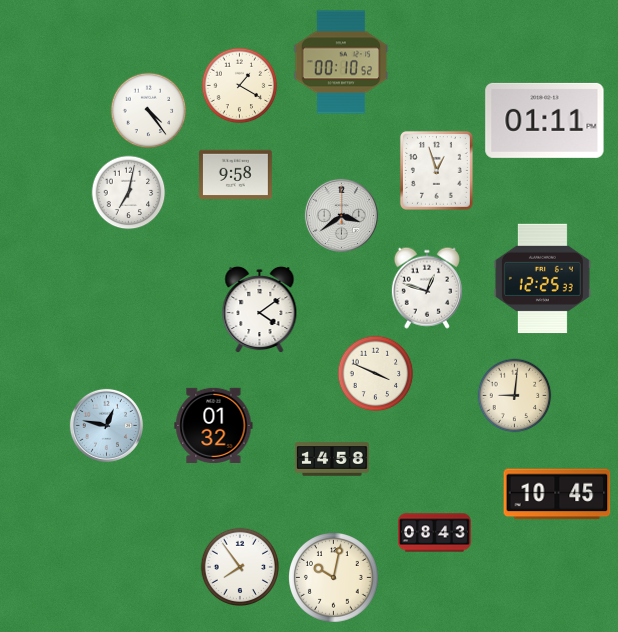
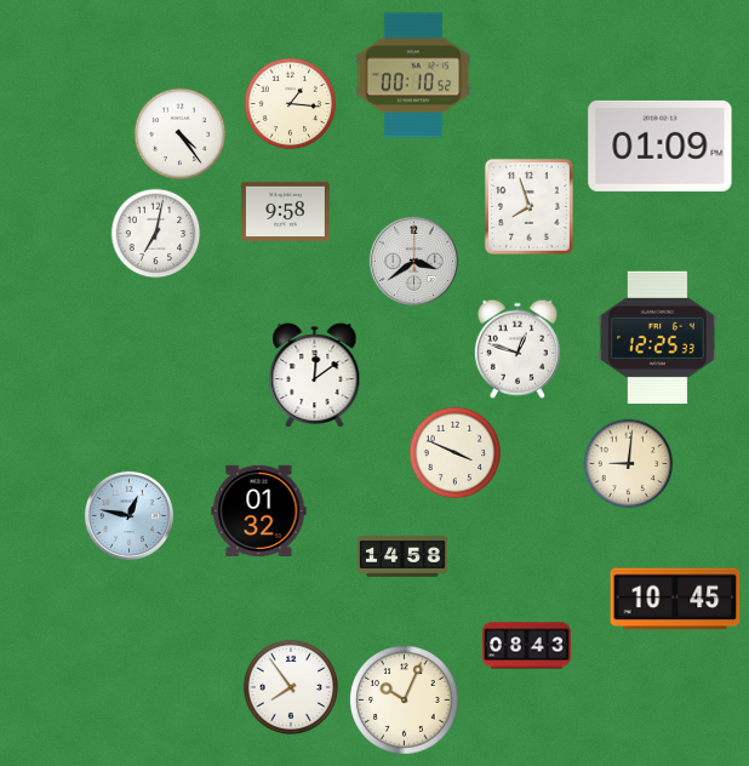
clock at (240, 86): 1:20 -> 1:16
clock at (545, 120): 01:11 -> 01:09
clock at (436, 170): 12:57 -> 7:57
clock at (260, 310): 4:09 -> 12:09
clock at (515, 396) position: (515, 396) -> (629, 464)
clock at (214, 425) position: (214, 425) -> (259, 510)
clock at (334, 578): 10:02 -> 10:04
